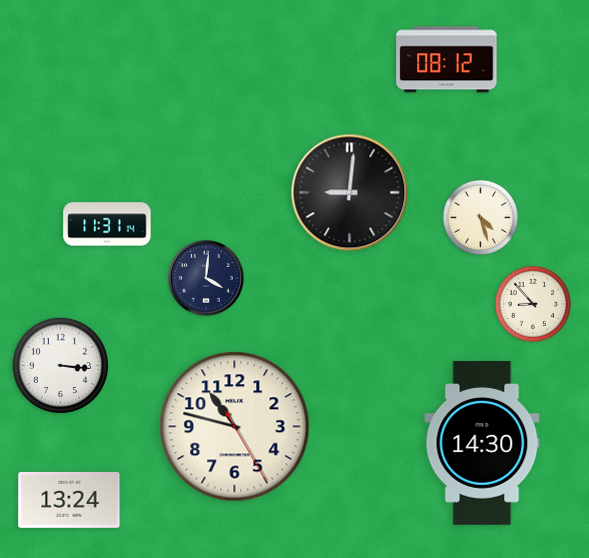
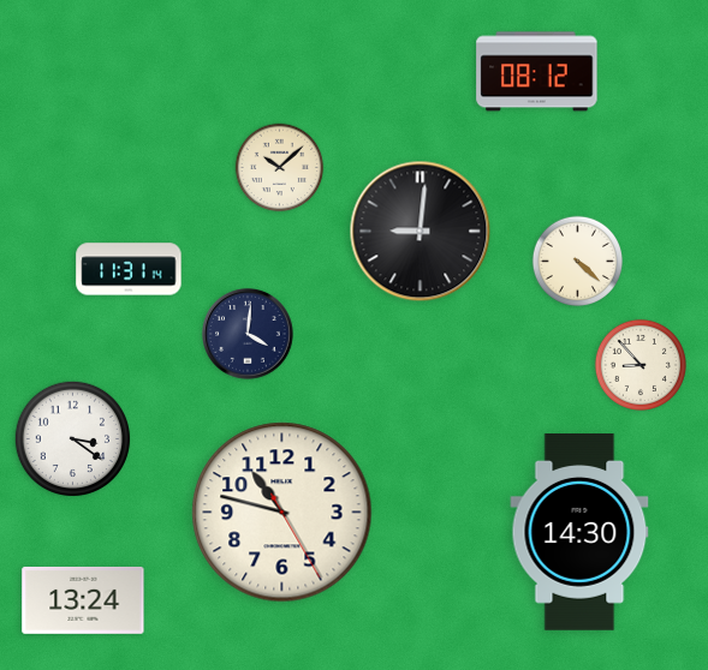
clock at (280, 168): none -> 10:08
clock at (480, 217): 4:27 -> 4:22
clock at (61, 366): 3:16 -> 3:21
